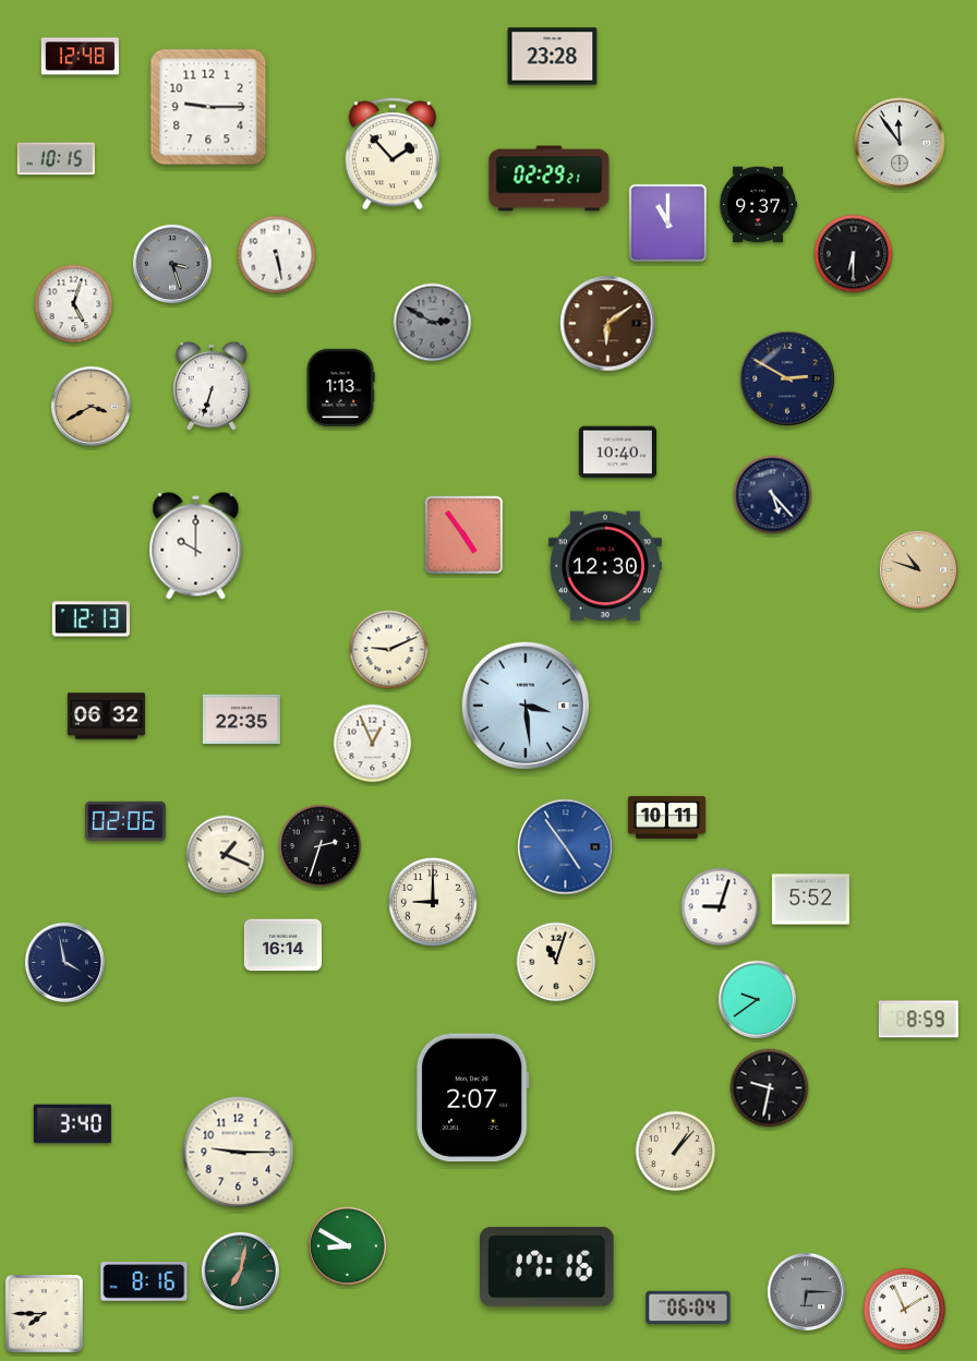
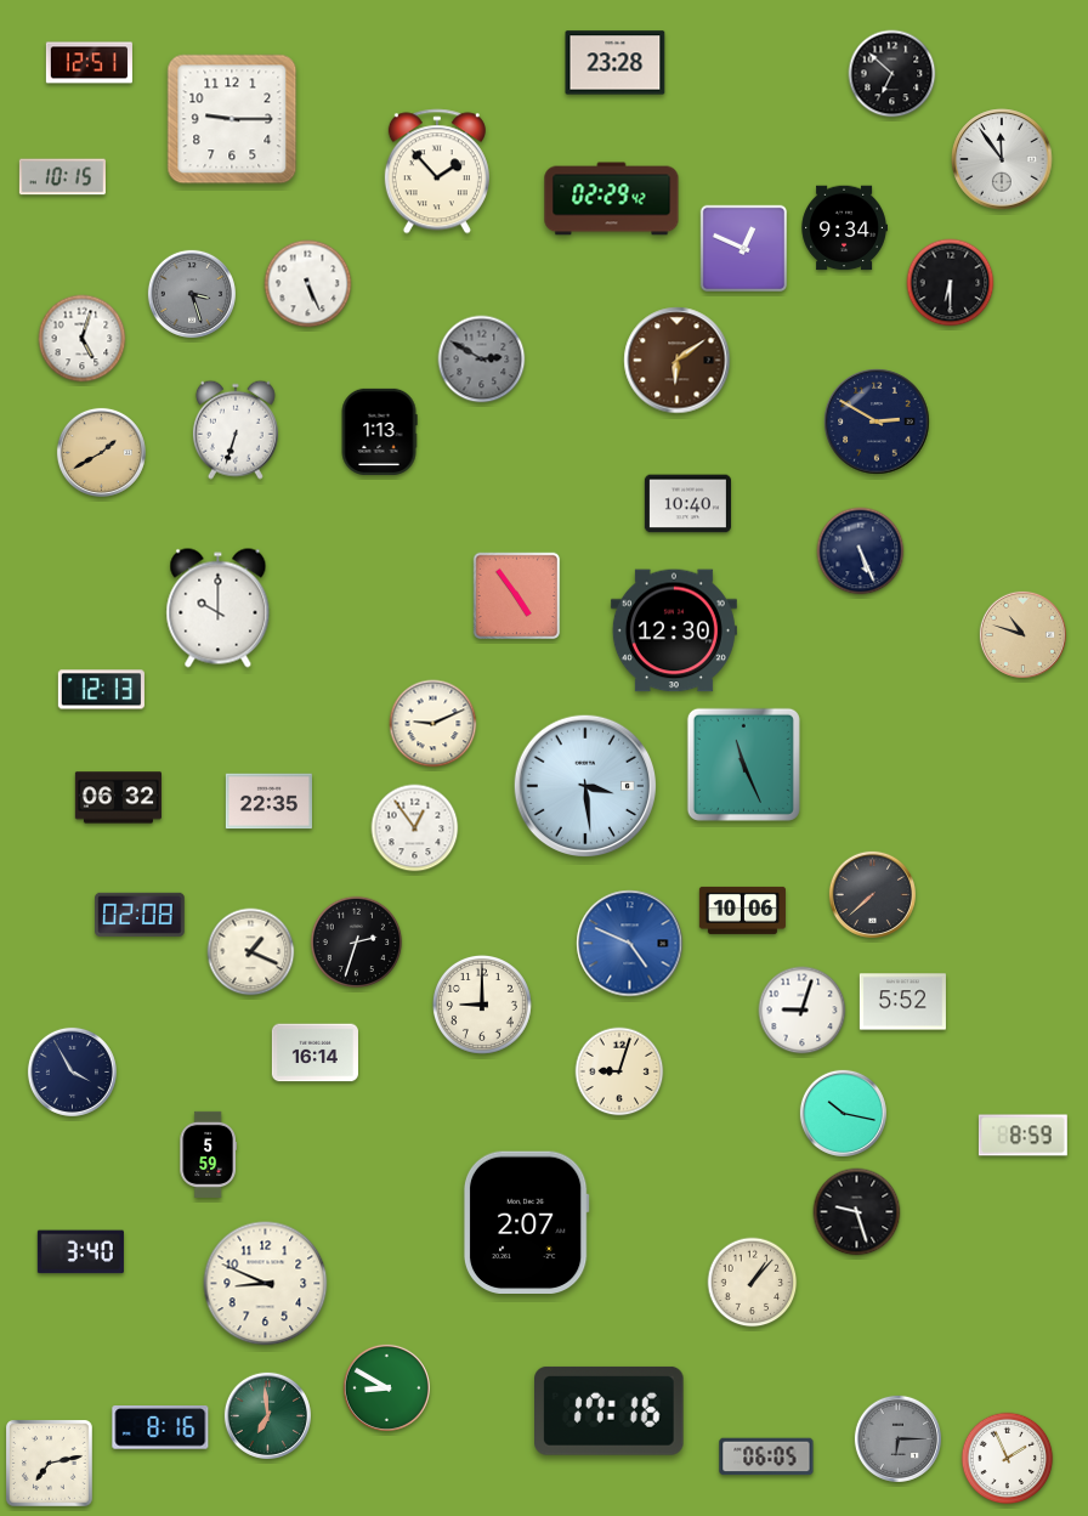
clock at (80, 57): 12:48 -> 12:51
clock at (892, 74): none -> 6:52
clock at (550, 179): 02:29:21 -> 02:29:42
clock at (758, 205): 9:37 -> 9:34
clock at (668, 224): 11:00 -> 12:49
clock at (277, 255): 5:28 -> 5:26
clock at (91, 406): 3:40 -> 1:40
clock at (773, 495): 5:23 -> 5:26
clock at (743, 764): none -> 11:26
clock at (373, 744): 12:56 -> 12:54
clock at (872, 894): none -> 7:38
clock at (666, 817): 10:11 -> 10:06
clock at (125, 821): 02:06 -> 02:08
clock at (566, 847): 4:54 -> 4:49
clock at (64, 962): 3:58 -> 3:55
clock at (556, 962): 11:03 -> 9:03
clock at (757, 999): 9:39 -> 10:17
clock at (208, 1154): none -> 5:59
clock at (770, 1088): 9:32 -> 9:27
clock at (239, 1153): 9:15 -> 8:49
clock at (240, 1270): 7:02 -> 6:59
clock at (688, 1308): 06:04 -> 06:05
clock at (45, 1314): 7:45 -> 7:13
